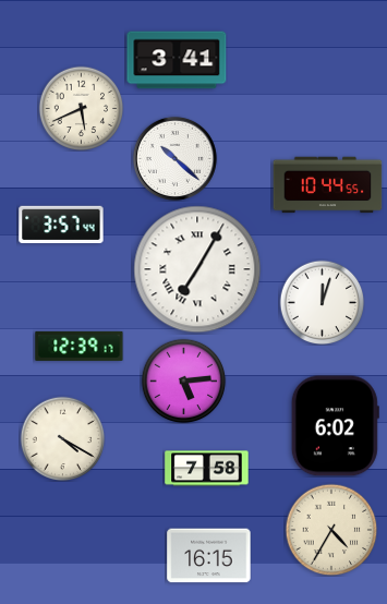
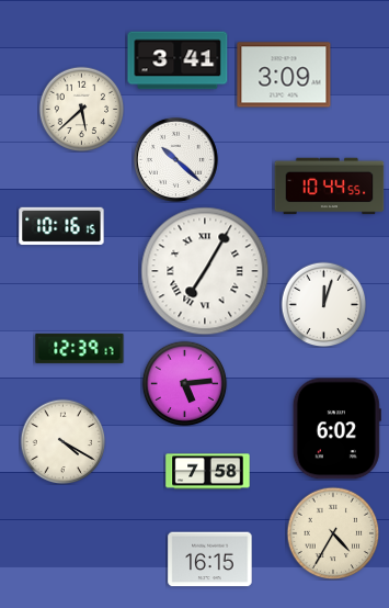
clock at (284, 75): none -> 3:09
clock at (81, 108): 5:41 -> 5:38
clock at (61, 225): 3:57 -> 10:16
clock at (197, 269) position: (197, 269) -> (205, 271)
